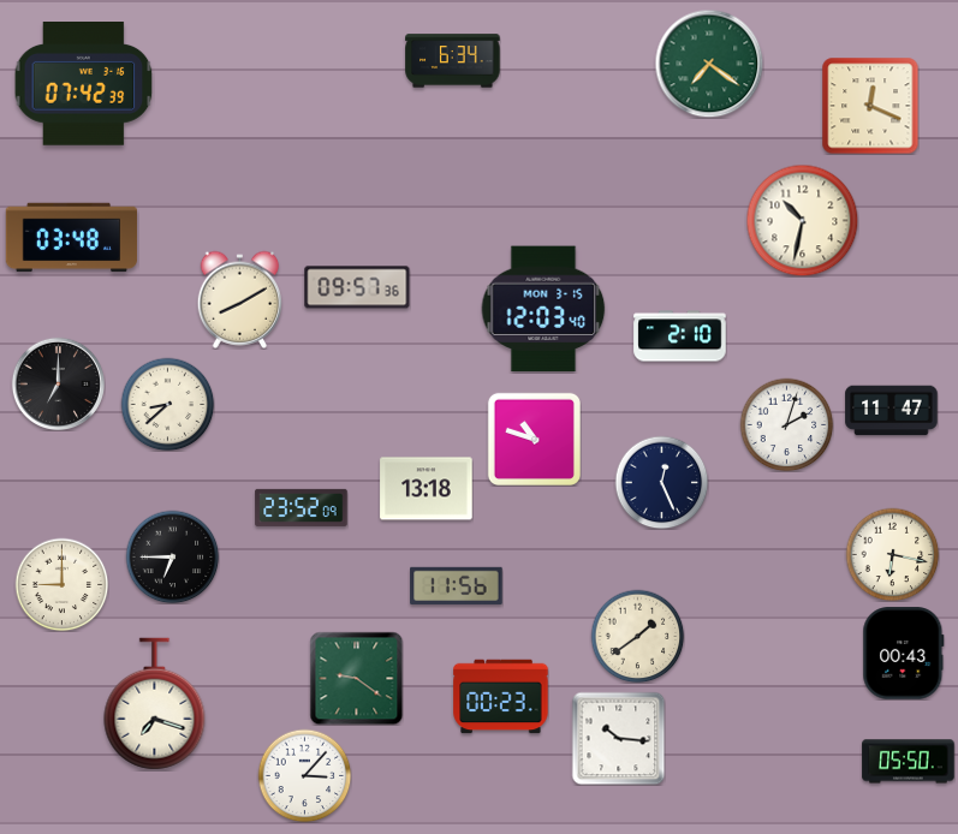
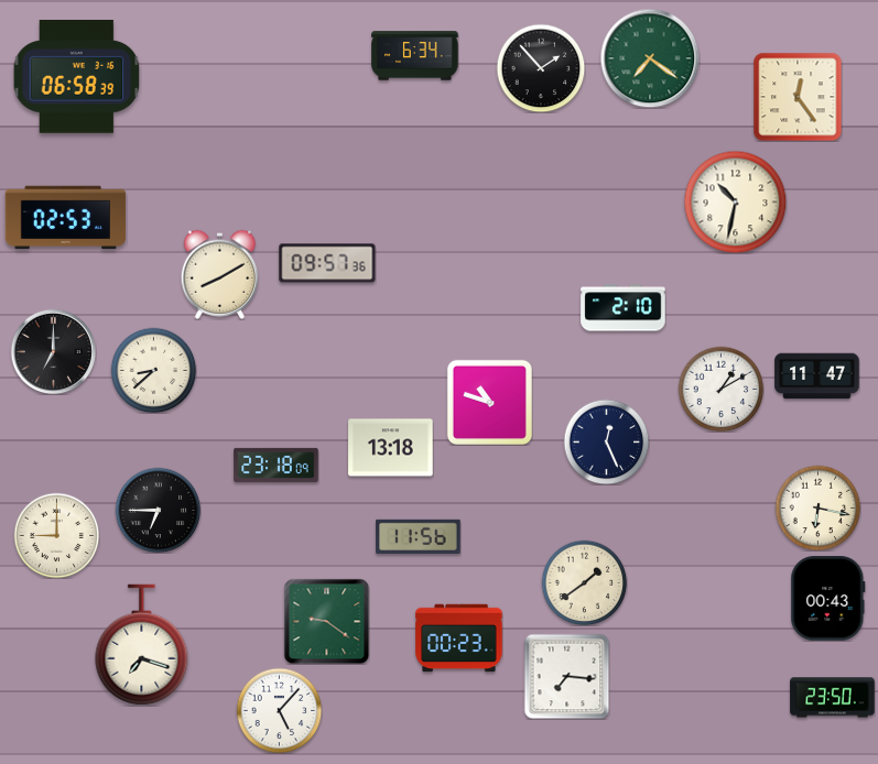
clock at (541, 68): none -> 1:53
clock at (84, 84): 07:42 -> 06:58
clock at (870, 106): 12:19 -> 12:24
clock at (72, 238): 03:48 -> 02:53
clock at (543, 309): 12:03 -> none
clock at (786, 424): 2:03 -> 1:10
clock at (302, 507): 23:52 -> 23:18
clock at (618, 738): 10:16 -> 7:16
clock at (909, 762): 05:50 -> 23:50
clock at (304, 775): 3:07 -> 5:07
